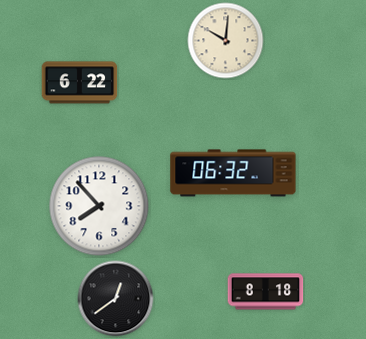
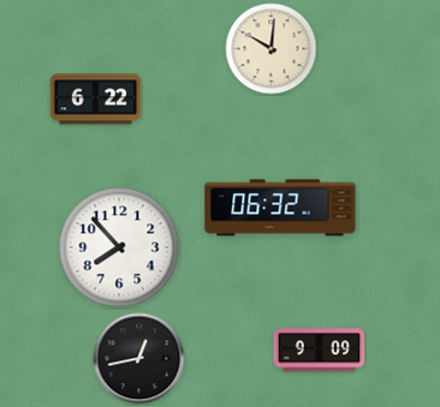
clock at (266, 292): 8:18 -> 9:09
clock at (116, 299): 12:39 -> 12:43
